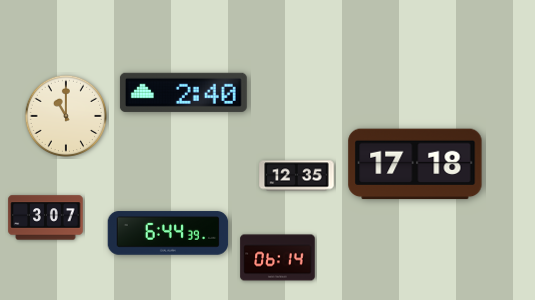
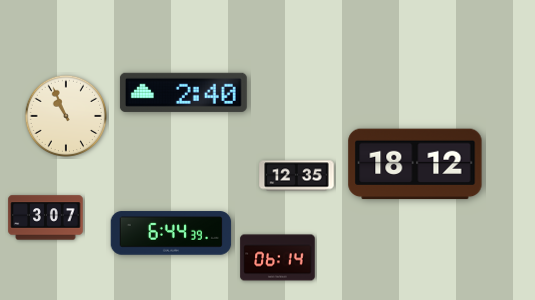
clock at (65, 115): 11:00 -> 10:56
clock at (415, 164): 17:18 -> 18:12
clock at (168, 233) position: (168, 233) -> (171, 233)
